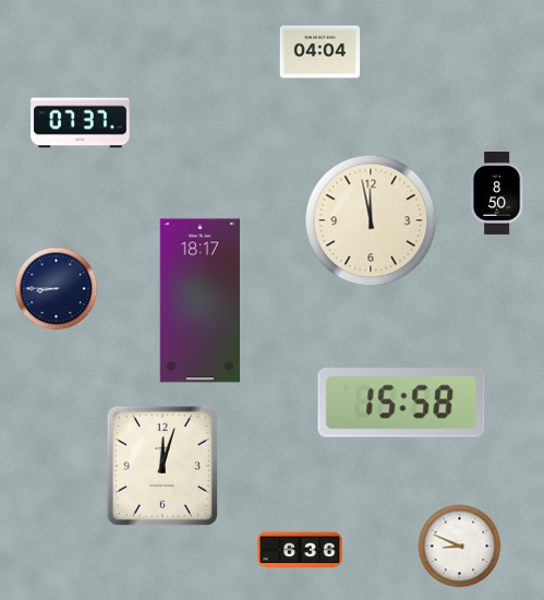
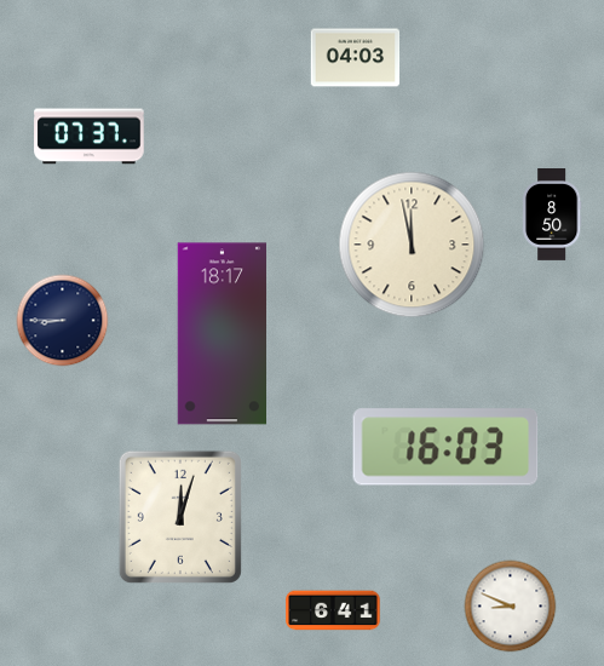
clock at (321, 52): 04:04 -> 04:03
clock at (401, 403): 15:58 -> 16:03
clock at (300, 550): 6:36 -> 6:41
